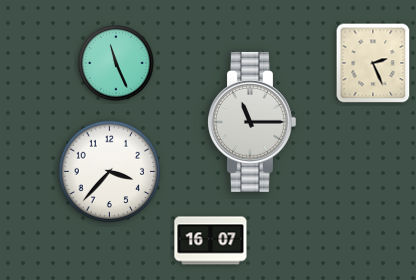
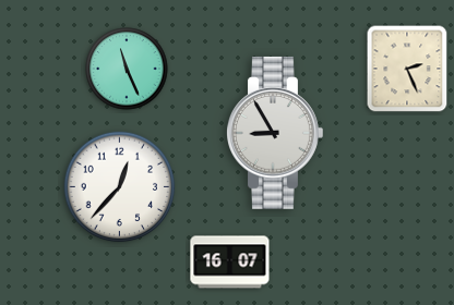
clock at (252, 122): 11:15 -> 8:55
clock at (110, 172): 3:37 -> 12:37
